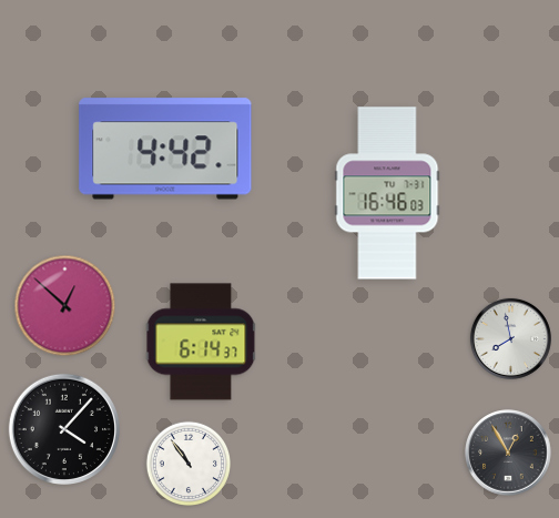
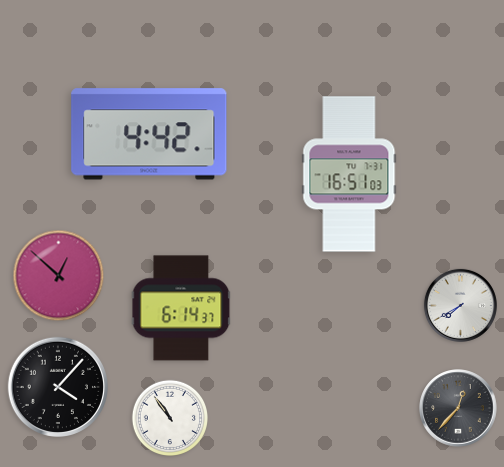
clock at (387, 193): 16:46 -> 16:51
clock at (510, 338): 7:58 -> 7:40
clock at (508, 453): 12:55 -> 12:37
